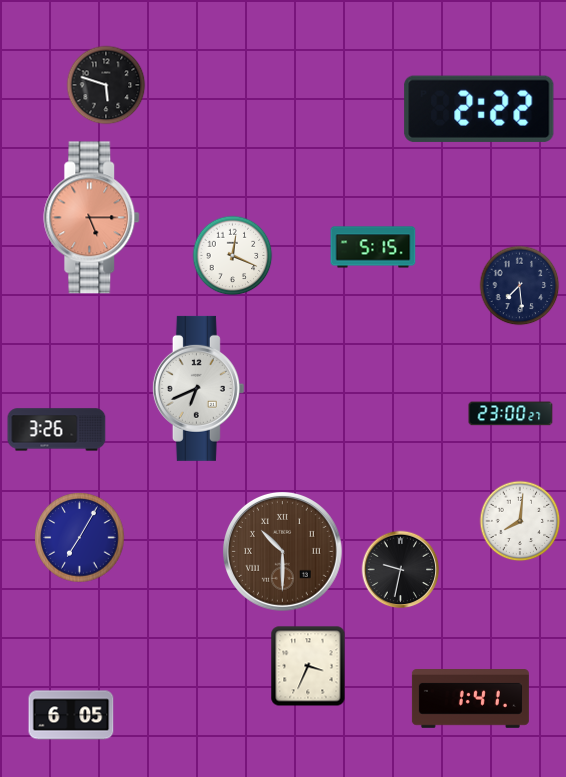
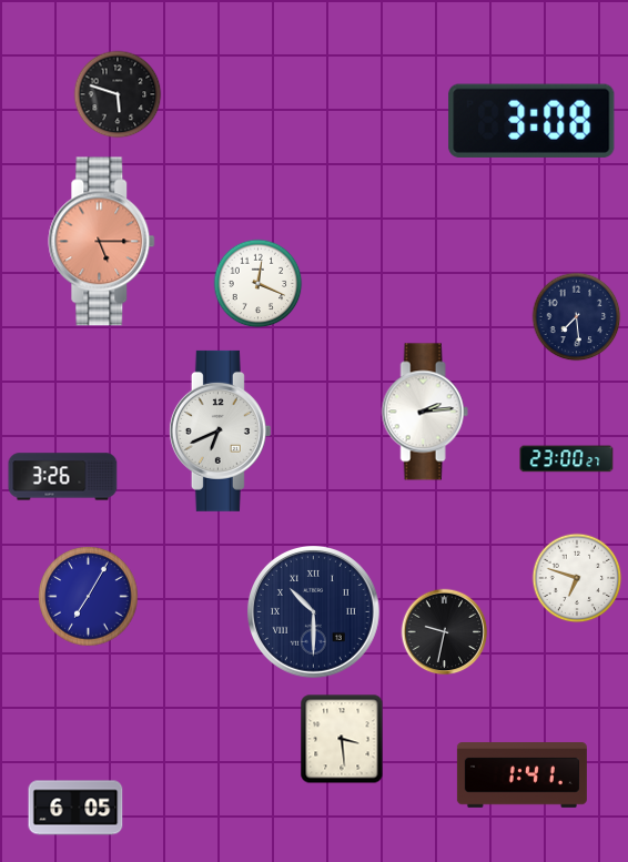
clock at (479, 109): 2:22 -> 3:08
clock at (373, 247): 5:15 -> none
clock at (425, 412): none -> 2:14
clock at (520, 521): 8:01 -> 6:48
clock at (282, 551) dial: brown -> navy
clock at (308, 666): 3:34 -> 3:29
clock at (71, 715) position: (71, 715) -> (75, 808)
